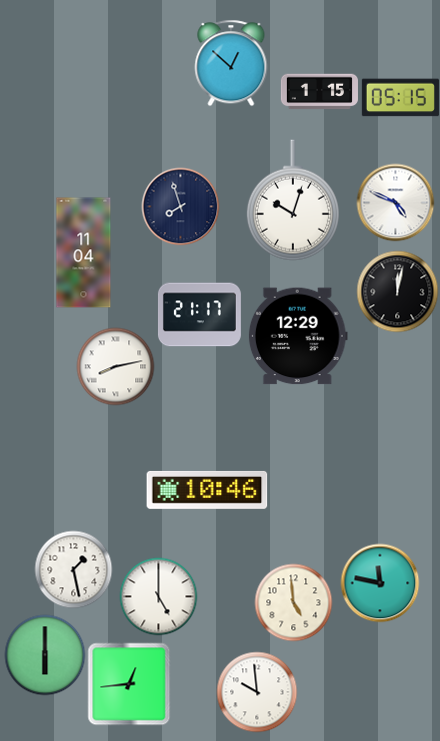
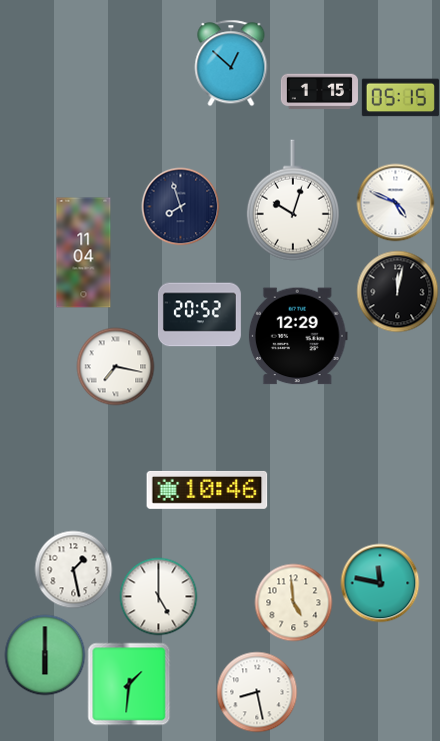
clock at (199, 315): 21:17 -> 20:52
clock at (115, 366): 8:13 -> 7:17
clock at (129, 684): 12:44 -> 1:31
clock at (257, 692): 9:59 -> 8:28
